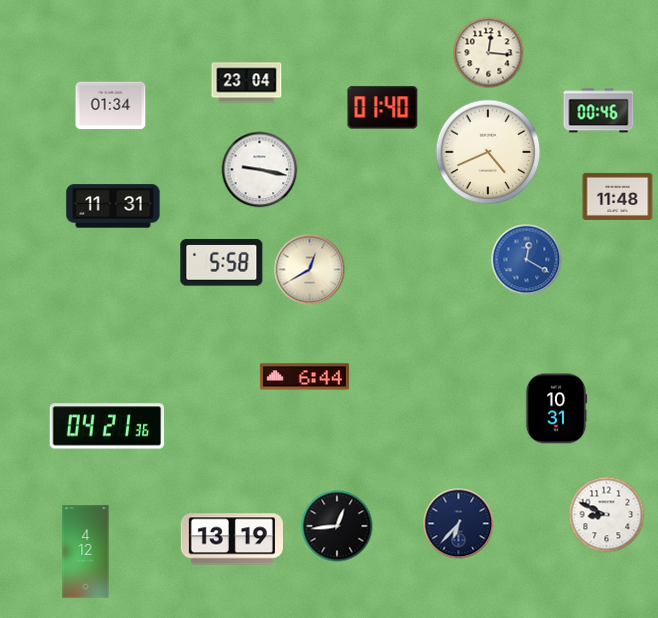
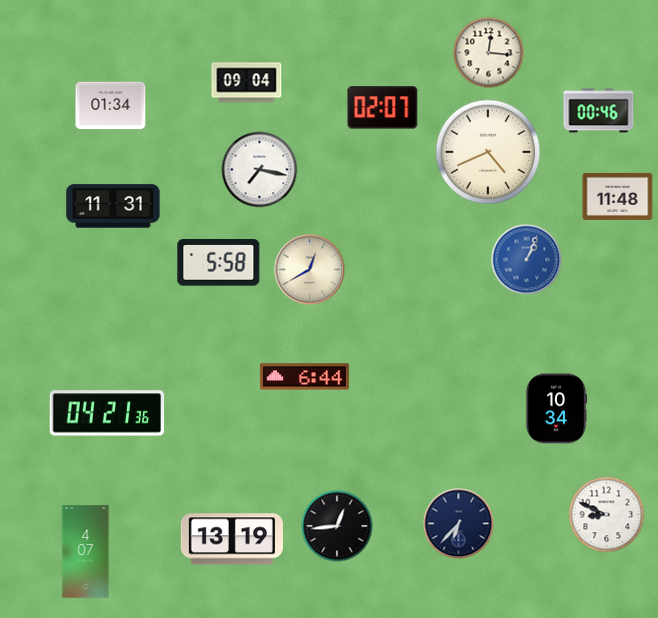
clock at (247, 83): 23:04 -> 09:04
clock at (383, 108): 01:40 -> 02:07
clock at (260, 170): 9:17 -> 7:17
clock at (527, 260): 12:20 -> 1:04
clock at (222, 263) position: (222, 263) -> (219, 263)
clock at (556, 409): 10:31 -> 10:34
clock at (107, 426) position: (107, 426) -> (107, 413)
clock at (86, 552): 4:12 -> 4:07
